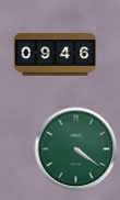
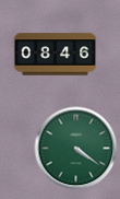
clock at (56, 55): 09:46 -> 08:46
